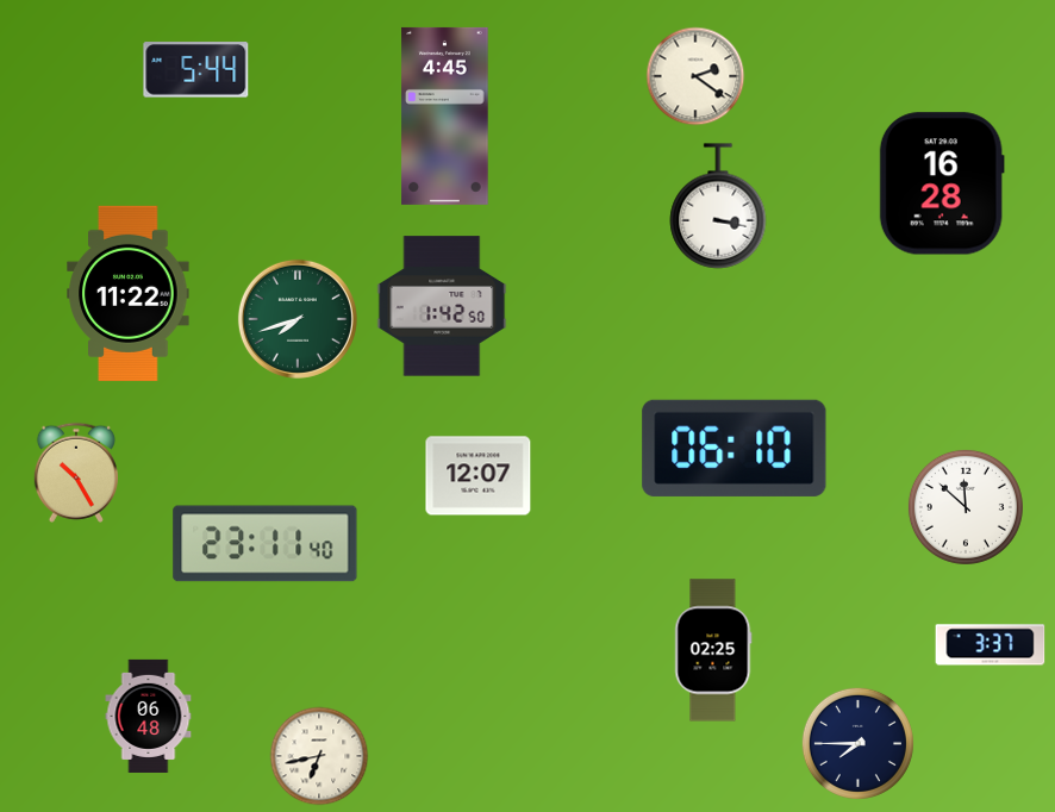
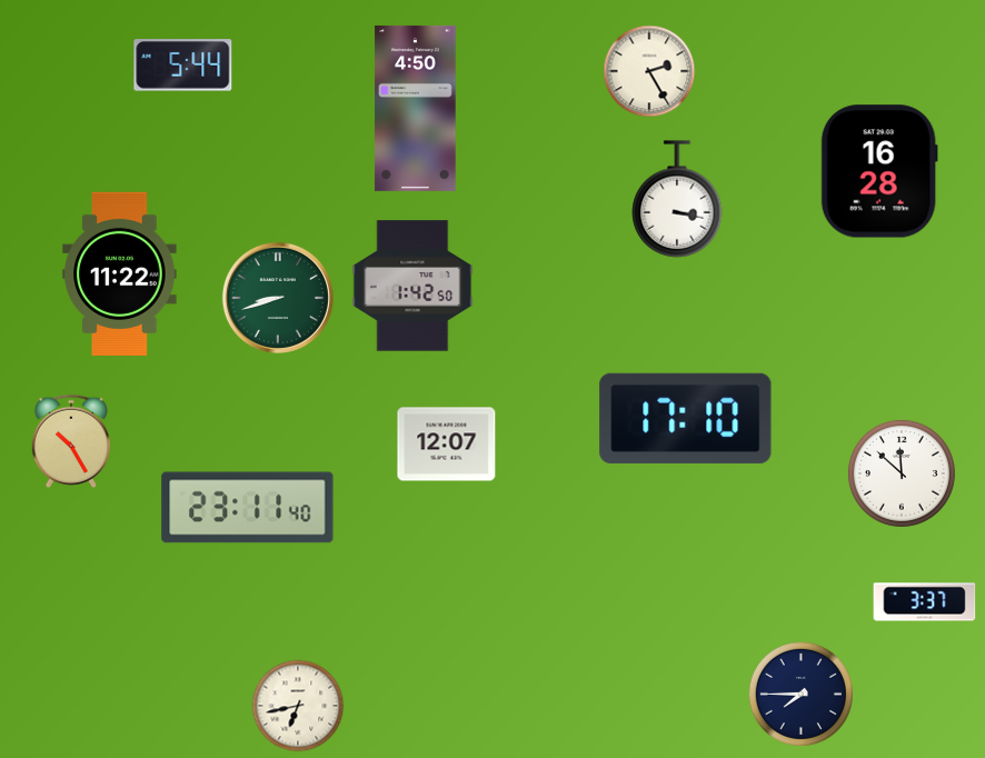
clock at (695, 76): 2:21 -> 2:25
clock at (445, 115): 4:45 -> 4:50
clock at (718, 206) position: (718, 206) -> (677, 199)
clock at (298, 319): 7:42 -> 8:42
clock at (735, 448): 06:10 -> 17:10
clock at (713, 650): 02:25 -> none
clock at (149, 716): 06:48 -> none
